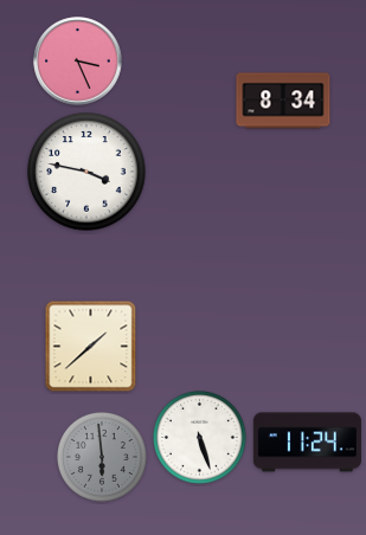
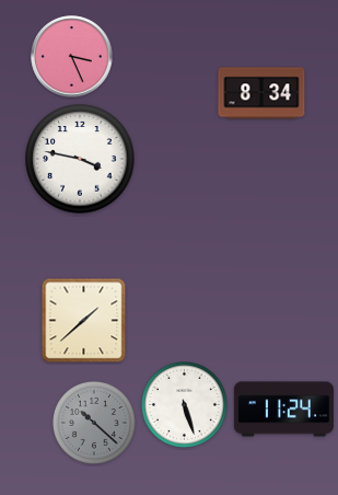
clock at (102, 457): 5:59 -> 10:22
